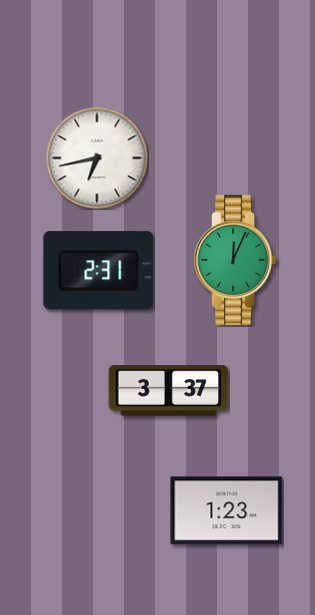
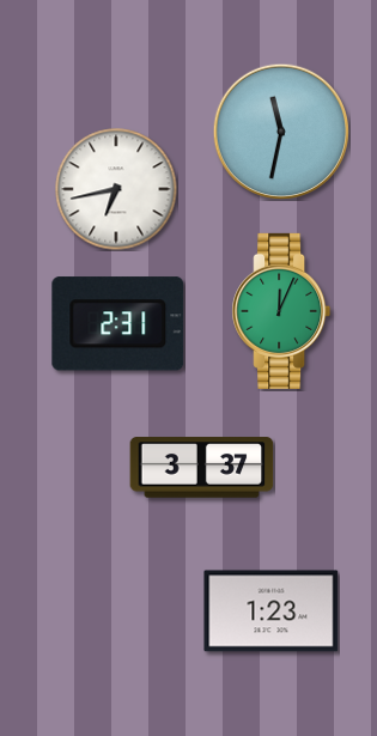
clock at (280, 130): none -> 11:32
